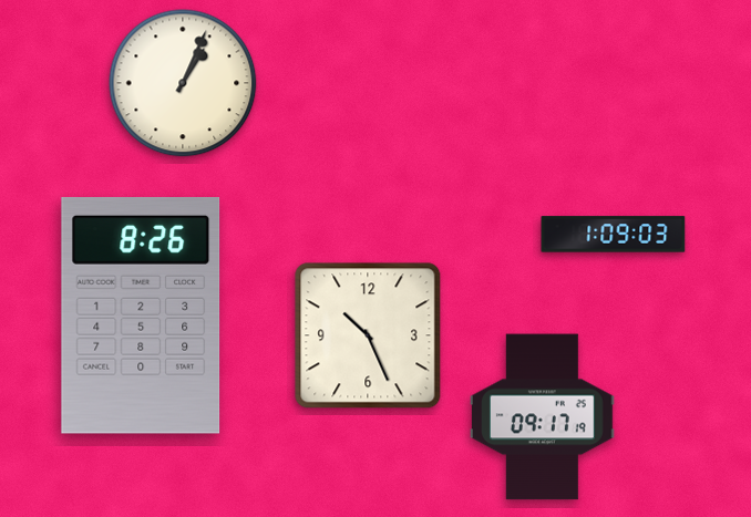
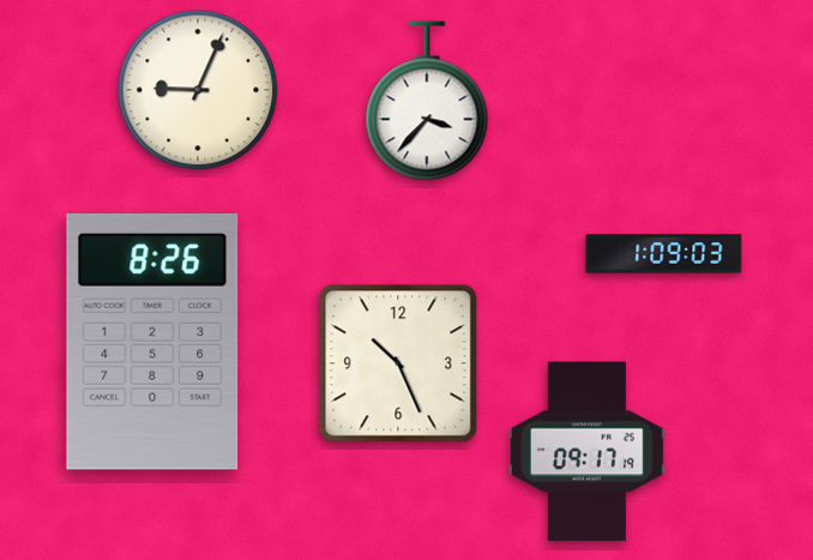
clock at (183, 83): 1:04 -> 9:04
clock at (427, 101): none -> 3:37
